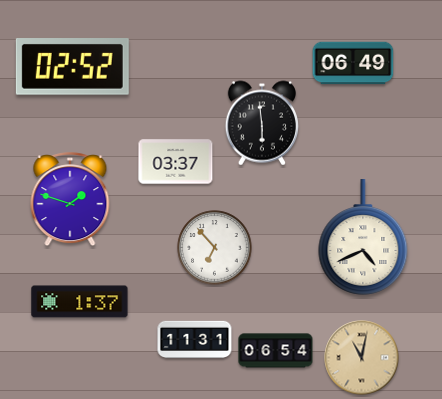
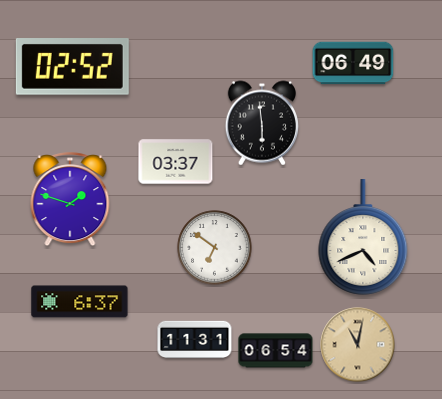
clock at (215, 248): 6:53 -> 6:51
clock at (80, 302): 1:37 -> 6:37
clock at (362, 358) position: (362, 358) -> (358, 345)
